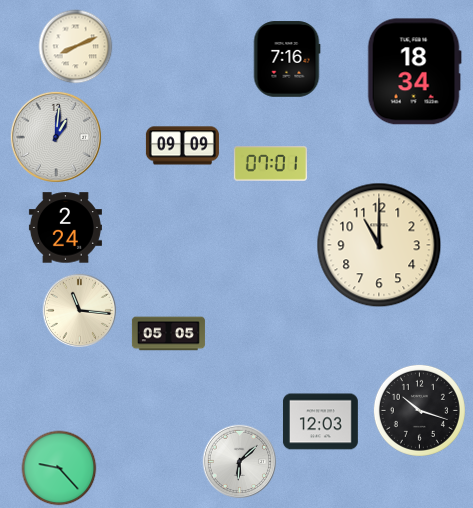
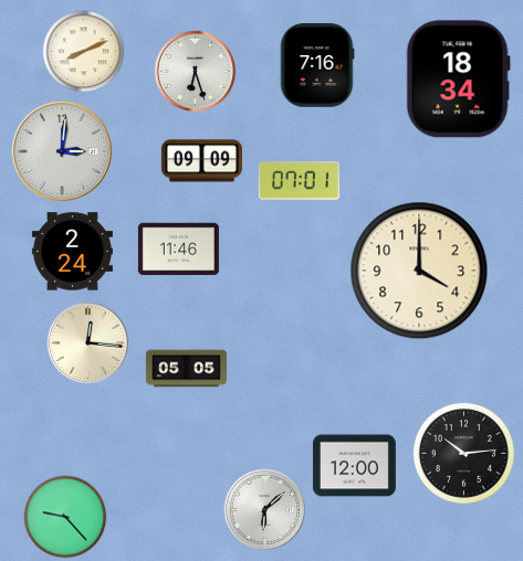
clock at (196, 72): none -> 6:27
clock at (56, 137): 1:01 -> 3:01
clock at (178, 250): none -> 11:46
clock at (379, 245): 11:00 -> 4:00
clock at (80, 311): 11:16 -> 12:16
clock at (419, 410): 10:18 -> 10:14
clock at (320, 422): 12:03 -> 12:00
